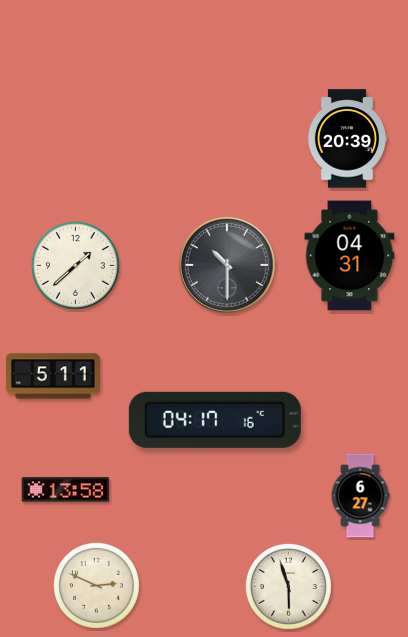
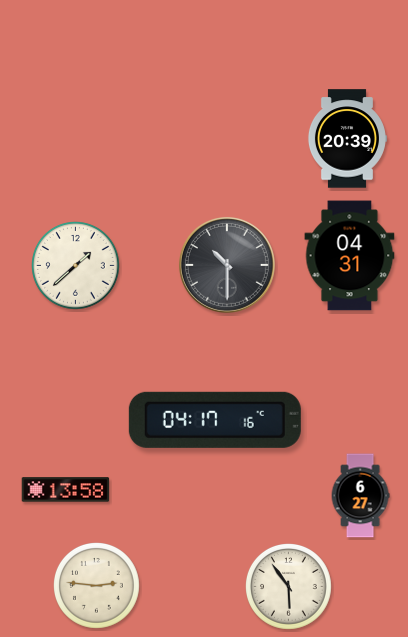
clock at (53, 376): 5:11 -> none
clock at (97, 586): 2:49 -> 2:46
clock at (289, 587): 5:57 -> 5:54
